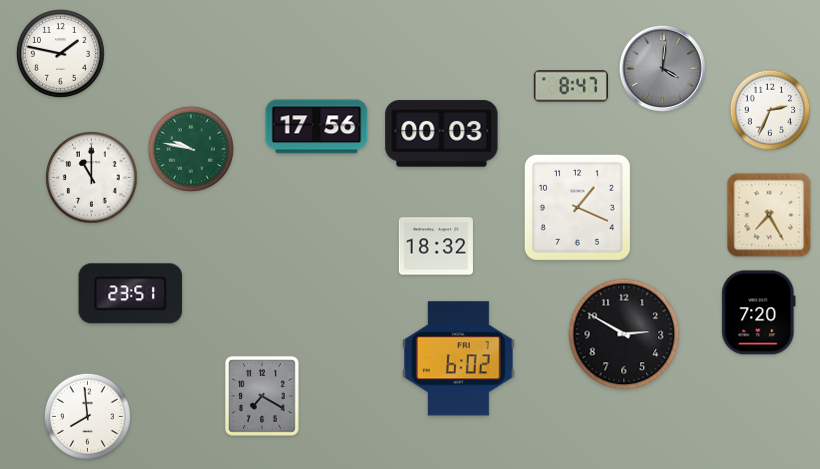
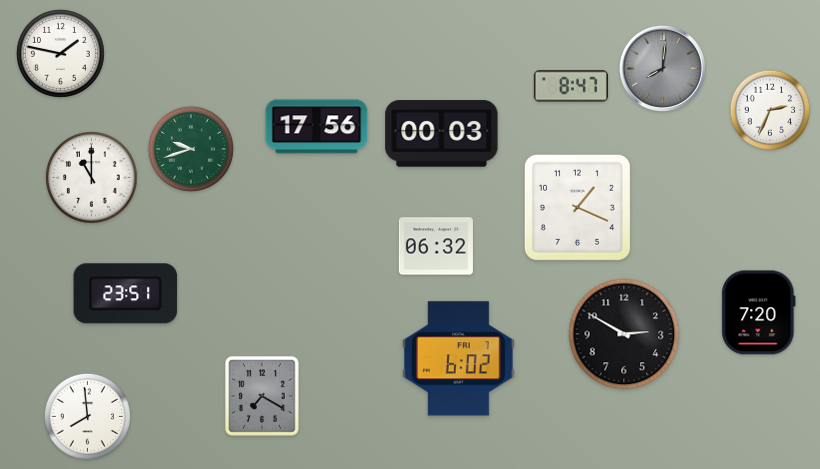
clock at (662, 68): 4:01 -> 8:01
clock at (191, 149): 9:47 -> 9:42
clock at (769, 215): 7:25 -> none
clock at (436, 246): 18:32 -> 06:32
clock at (131, 294) position: (131, 294) -> (126, 294)
